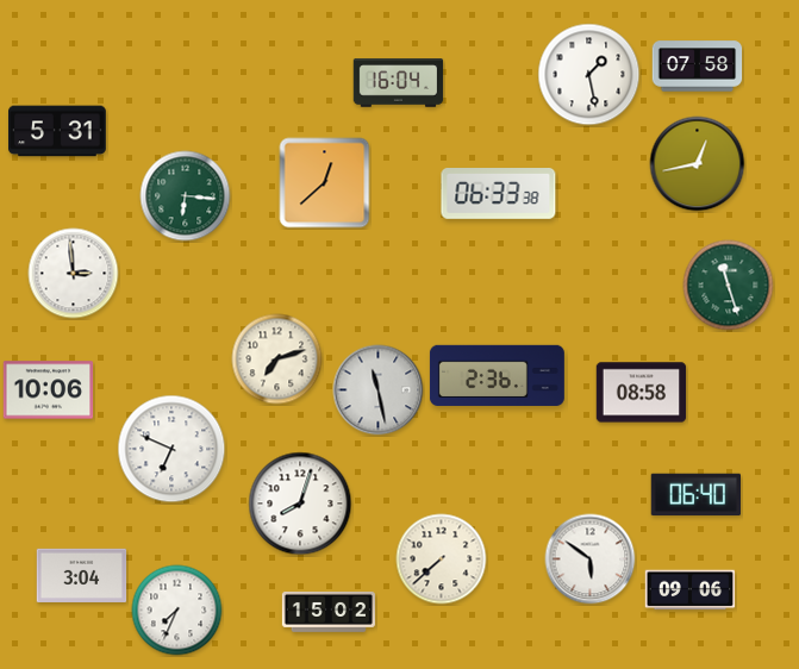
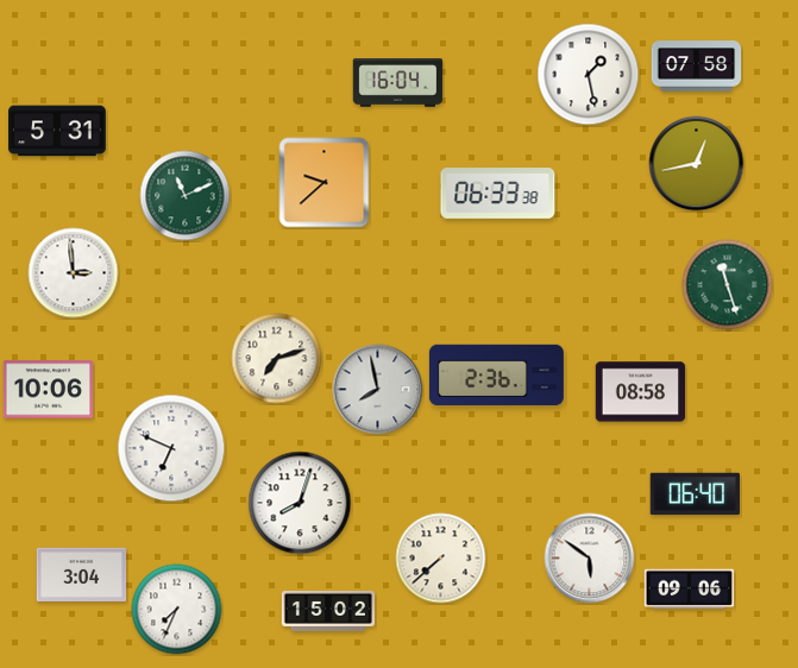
clock at (325, 183): 12:38 -> 9:38
clock at (186, 196): 6:16 -> 11:11
clock at (379, 390): 11:28 -> 7:58
